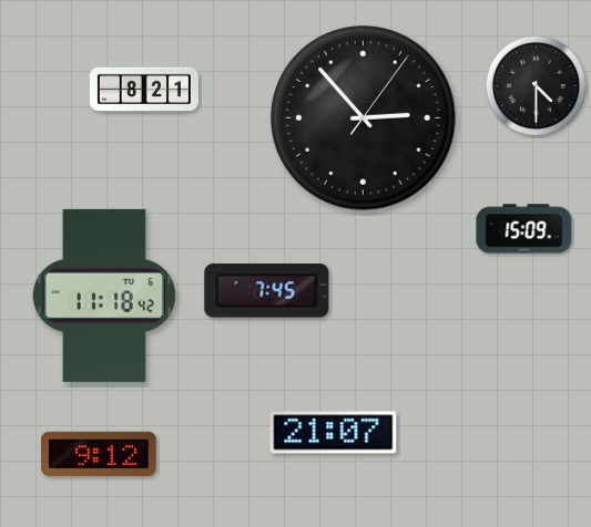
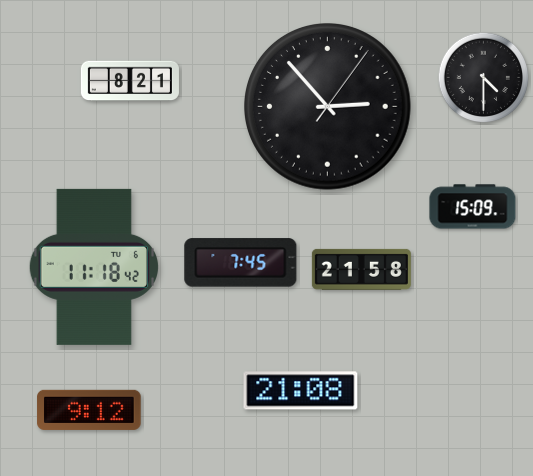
clock at (361, 269): none -> 21:58
clock at (334, 433): 21:07 -> 21:08
